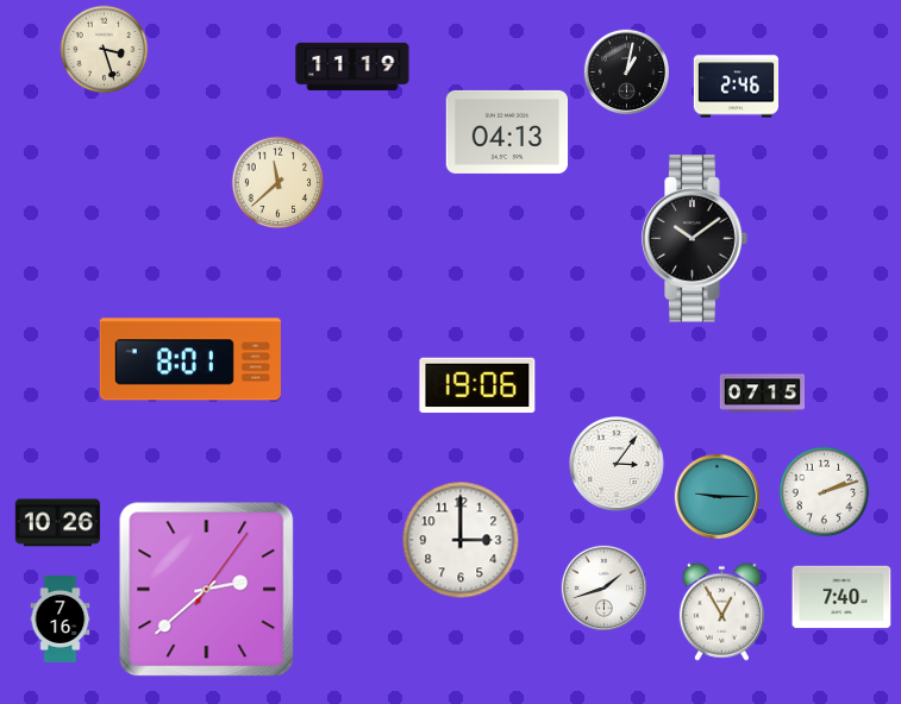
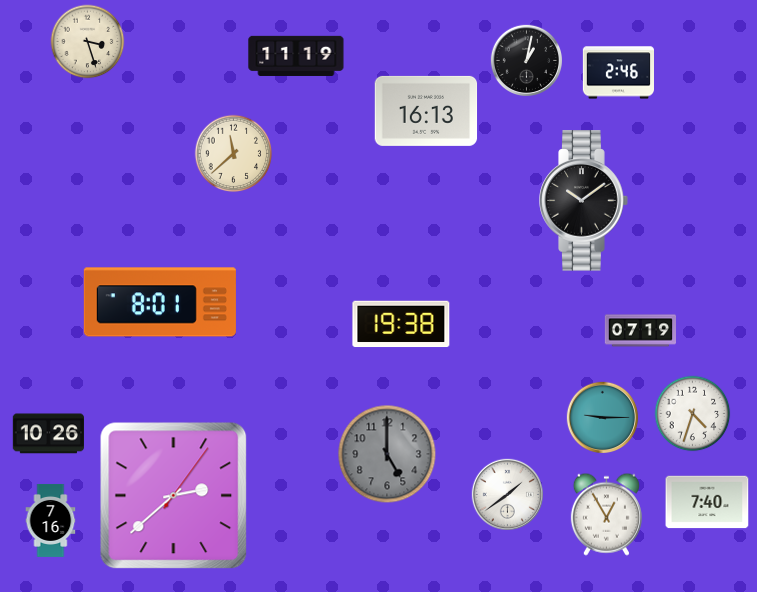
clock at (507, 132): 04:13 -> 16:13
clock at (477, 385): 19:06 -> 19:38
clock at (762, 394): 07:15 -> 07:19
clock at (617, 464): 3:06 -> none
clock at (825, 492): 2:12 -> 4:33
clock at (57, 523) position: (57, 523) -> (48, 434)
clock at (461, 540): 3:00 -> 5:00
clock at (461, 540) dial: white -> grey
clock at (603, 587): 1:42 -> 1:39
